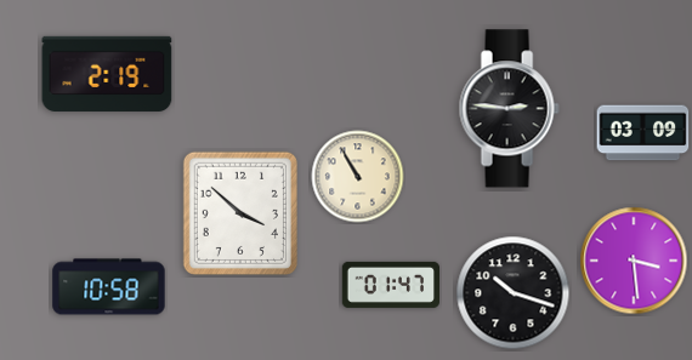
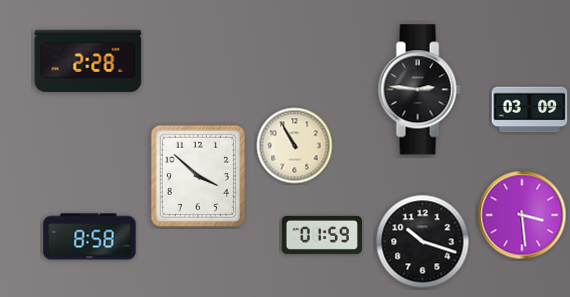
clock at (107, 74): 2:19 -> 2:28
clock at (390, 285): 01:47 -> 01:59
clock at (109, 287): 10:58 -> 8:58
